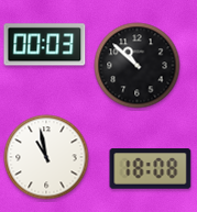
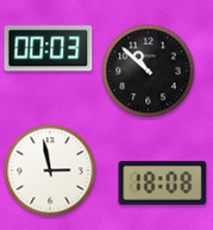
clock at (46, 157): 10:58 -> 2:58
